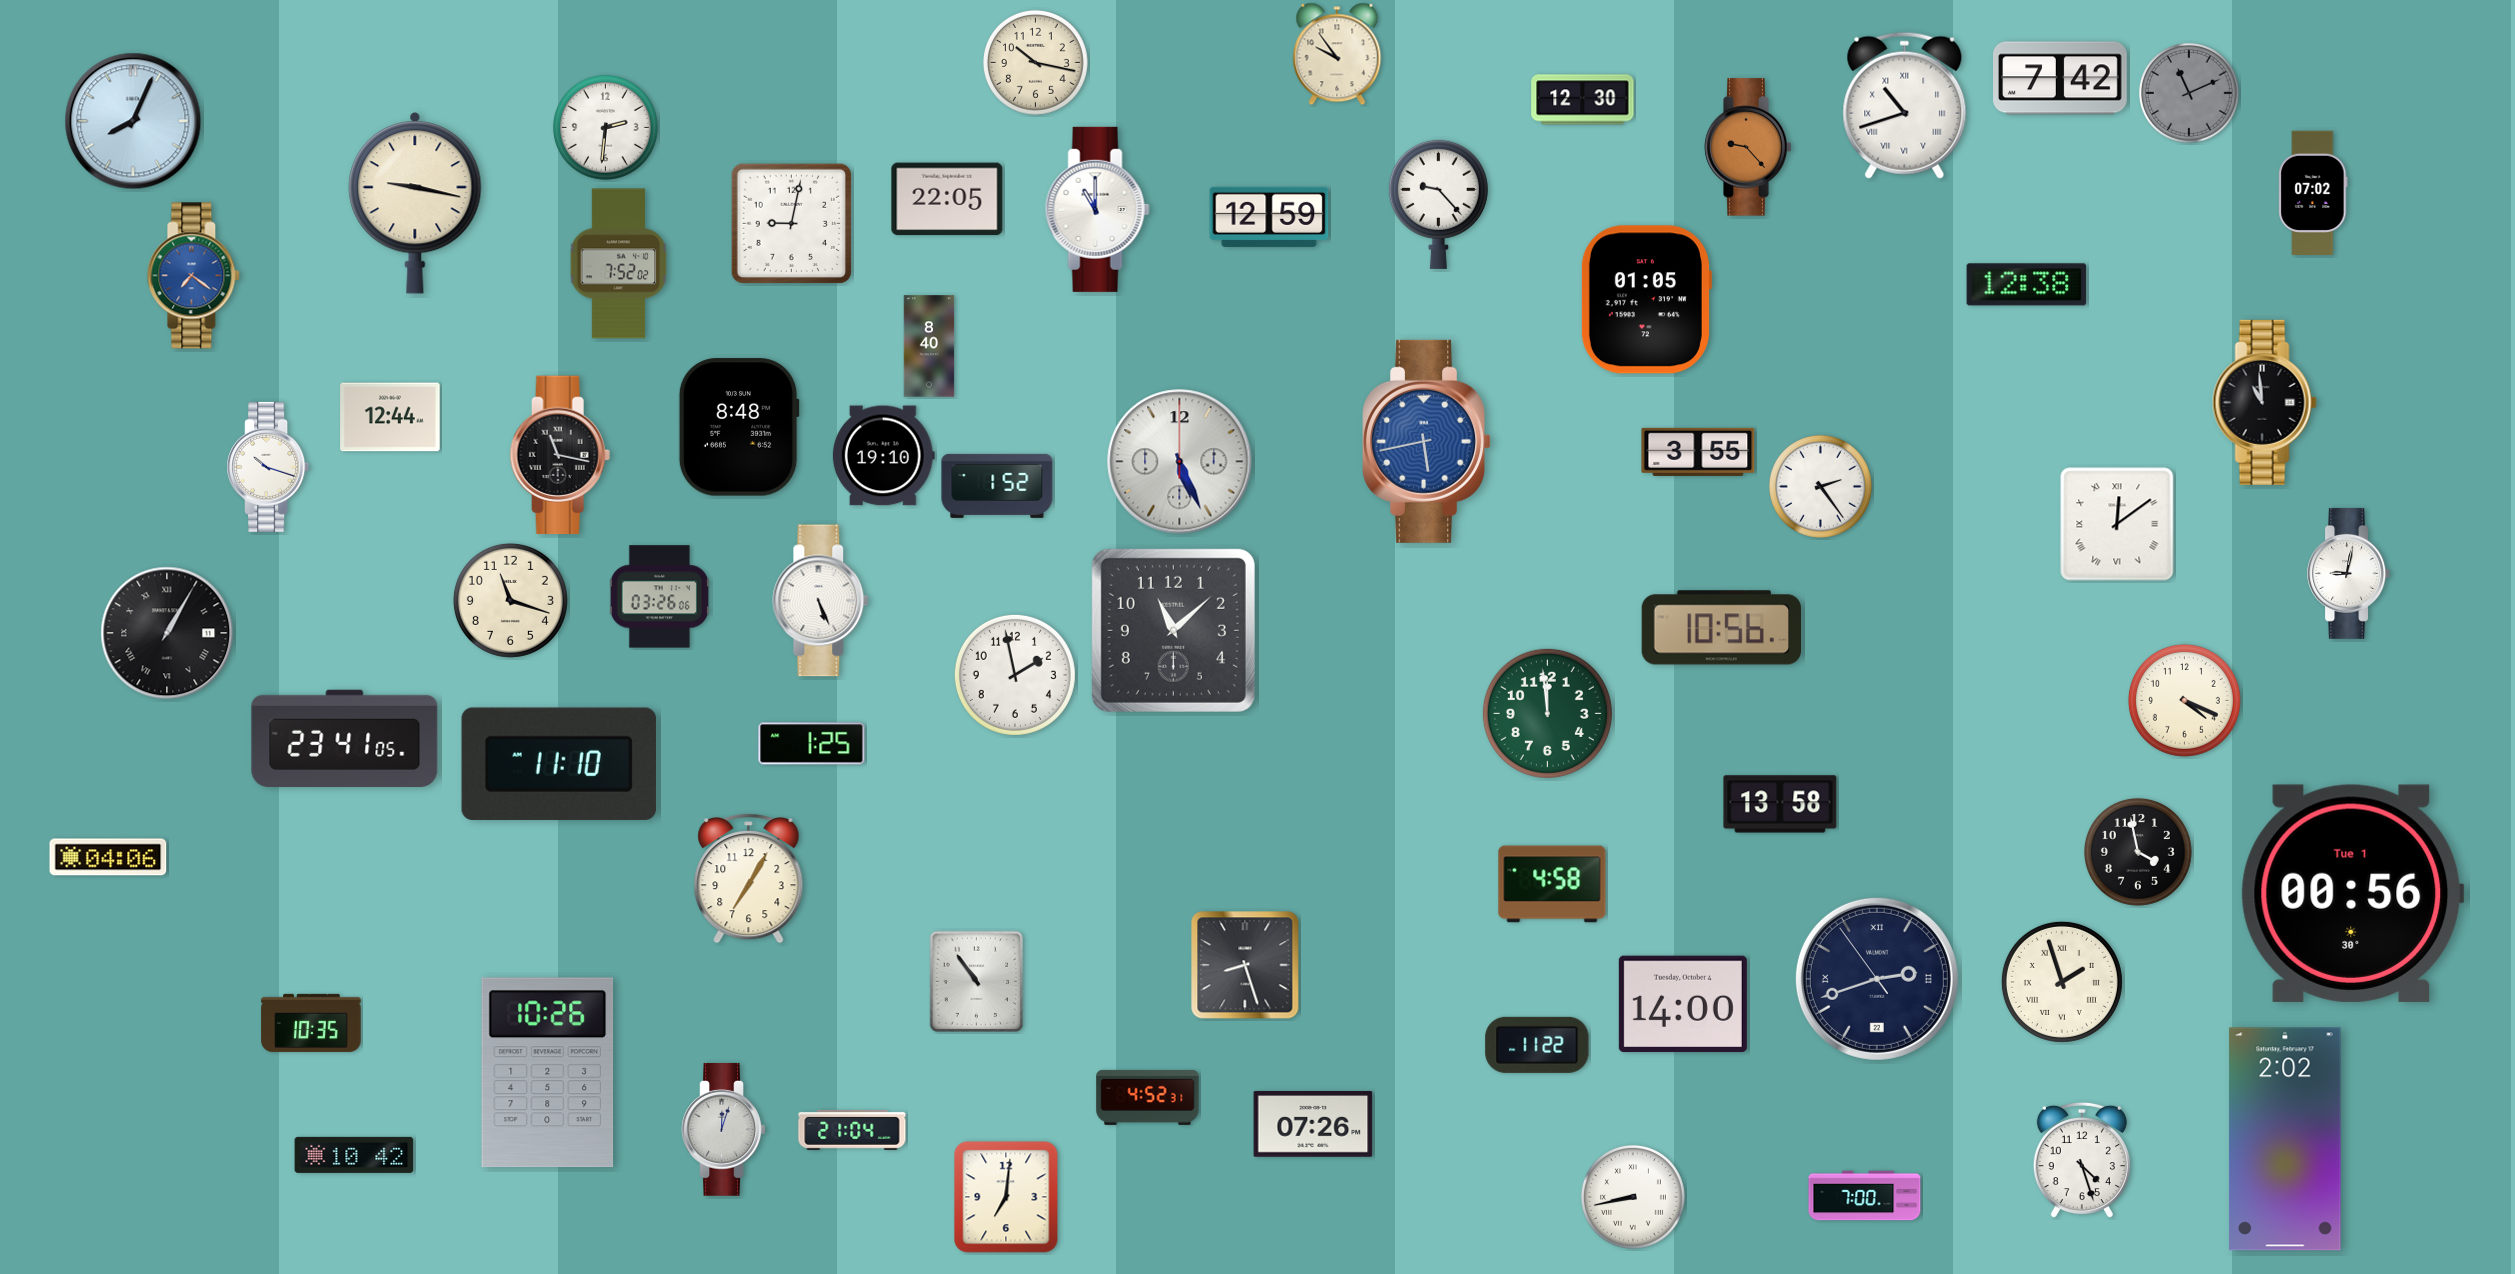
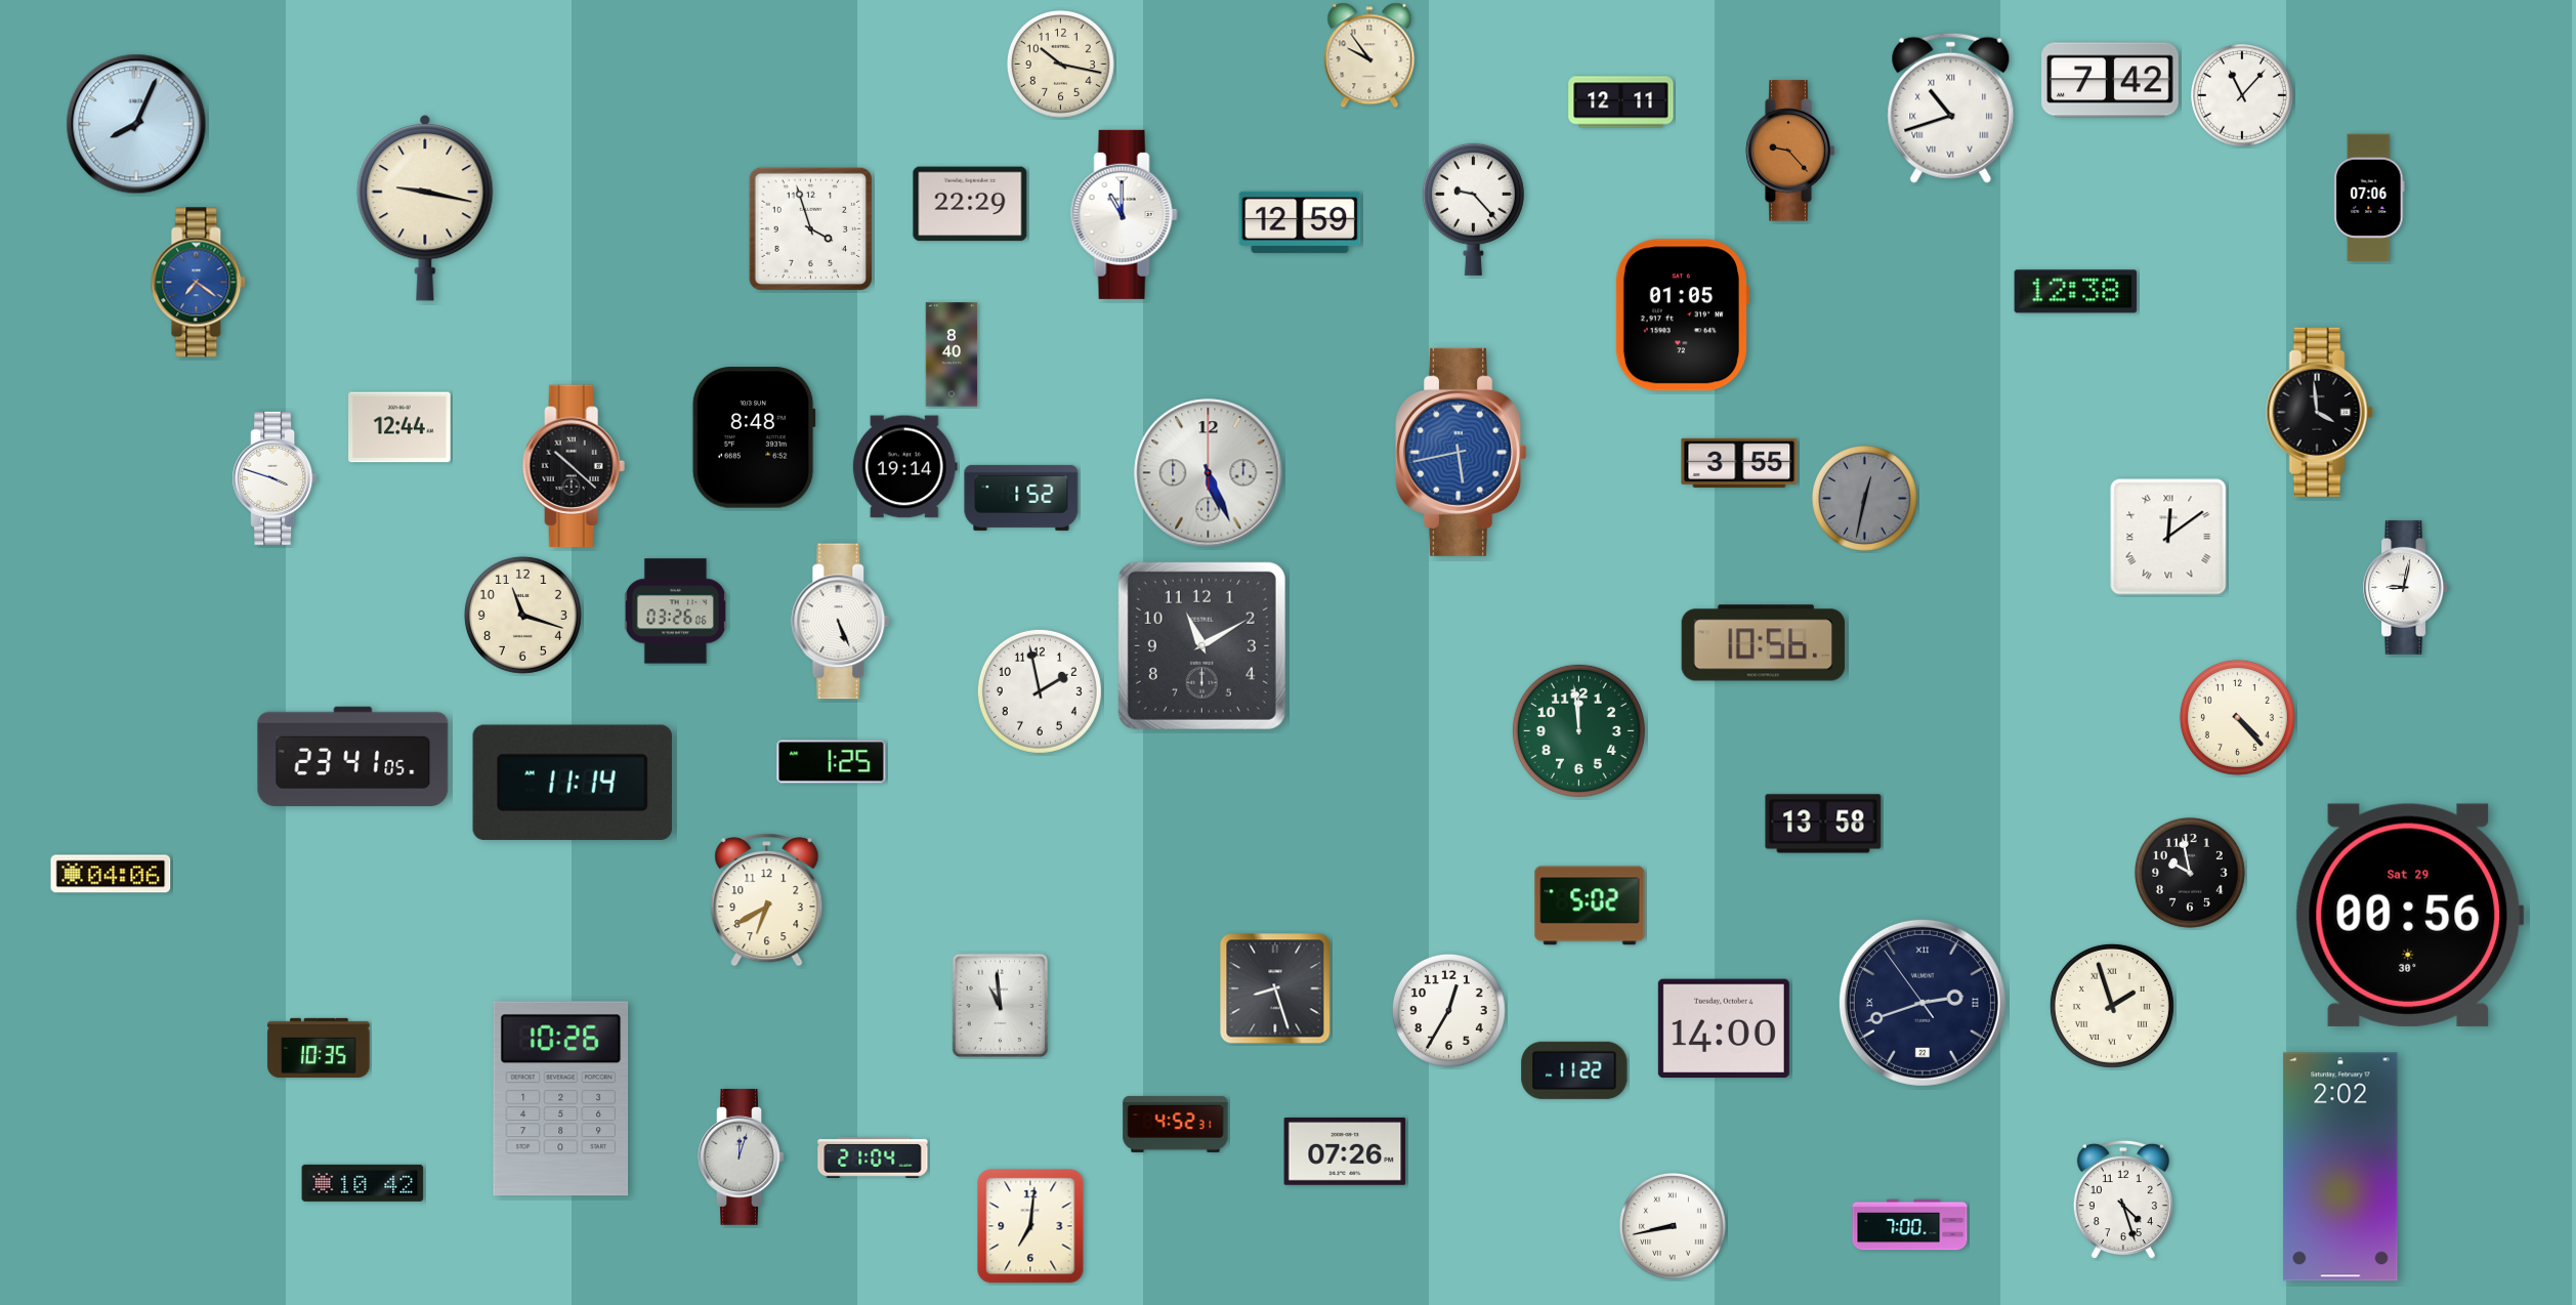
clock at (2190, 94): 11:11 -> 11:07
clock at (2190, 94) dial: grey -> white
clock at (1583, 100): 12:30 -> 12:11
clock at (605, 127): 2:31 -> none
clock at (2313, 193): 07:02 -> 07:06
clock at (947, 199): 22:05 -> 22:29
clock at (791, 223): 9:02 -> 3:57
clock at (619, 264): 7:52 -> none
clock at (1646, 300) position: (1646, 300) -> (1682, 315)
clock at (2264, 402): 10:59 -> 3:59
clock at (739, 427) position: (739, 427) -> (754, 437)
clock at (560, 455): 11:17 -> 10:22
clock at (883, 456): 19:10 -> 19:14
clock at (268, 467): 10:18 -> 3:48
clock at (1820, 487): 2:24 -> 12:32
clock at (1820, 487) dial: white -> grey
clock at (821, 601) position: (821, 601) -> (841, 622)
clock at (1173, 630): 11:08 -> 11:10
clock at (167, 633): 1:05 -> none
clock at (2184, 700): 4:19 -> 4:23
clock at (1547, 713) position: (1547, 713) -> (1578, 730)
clock at (559, 764): 11:10 -> 11:14
clock at (2138, 852): 3:58 -> 9:58
clock at (108, 857) position: (108, 857) -> (111, 874)
clock at (749, 879): 7:05 -> 6:40
clock at (1552, 884): 4:58 -> 5:02
clock at (2352, 893) date: Tue 1 -> Sat 29
clock at (977, 982): 10:54 -> 10:59
clock at (1448, 1010): none -> 12:35
clock at (2082, 1160) position: (2082, 1160) -> (2123, 1199)
